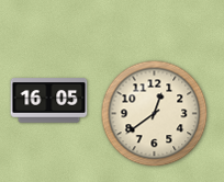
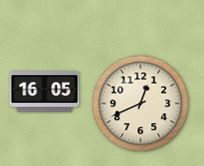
clock at (155, 114): 12:39 -> 12:41
